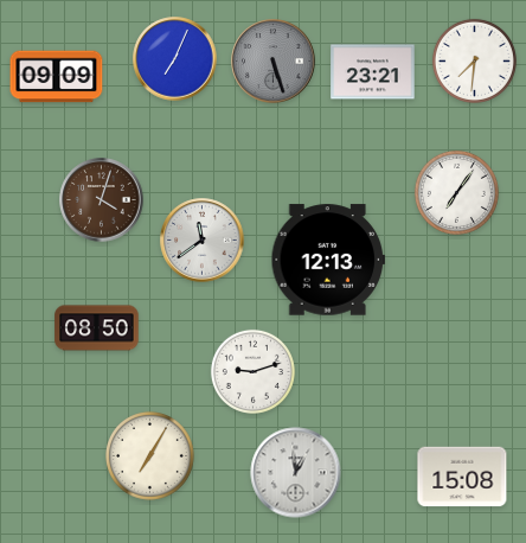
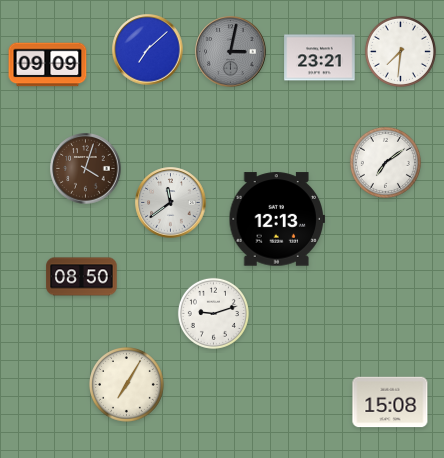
clock at (175, 59): 7:04 -> 7:08
clock at (274, 62): 5:27 -> 3:02
clock at (373, 72) position: (373, 72) -> (320, 58)
clock at (456, 192): 7:06 -> 7:09
clock at (296, 473): 12:59 -> none
